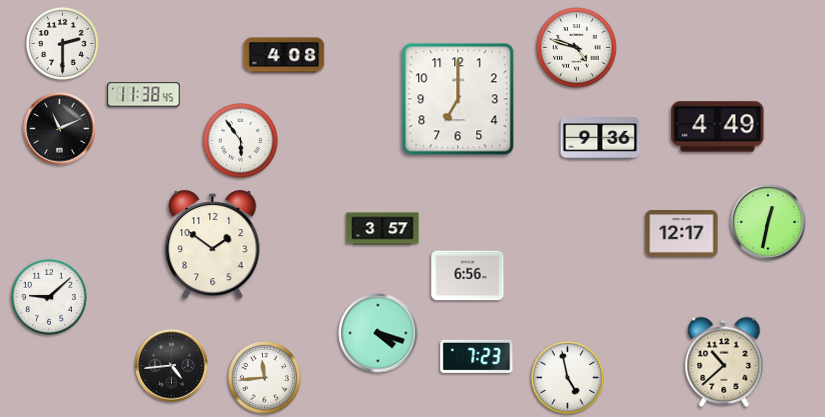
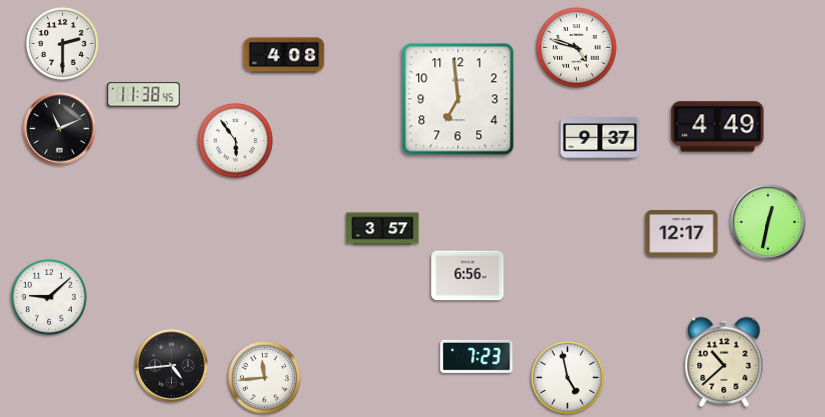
clock at (458, 99): 7:00 -> 6:59
clock at (600, 138): 9:36 -> 9:37
clock at (241, 141) position: (241, 141) -> (236, 141)
clock at (213, 245): 1:51 -> none
clock at (378, 333): 4:18 -> none
